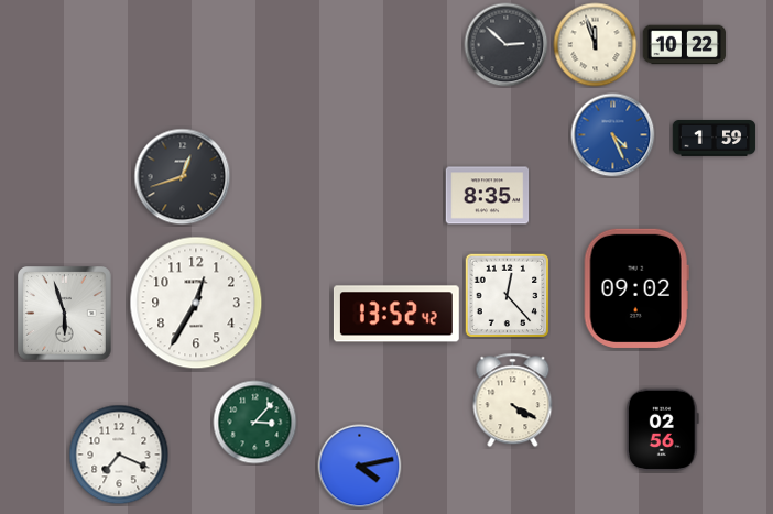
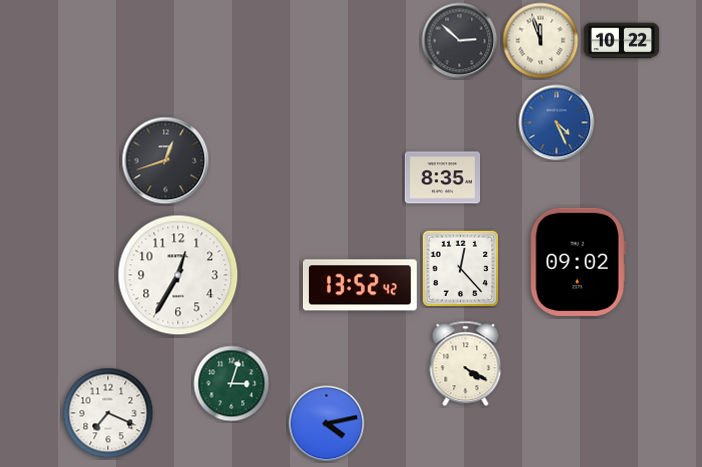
clock at (715, 139): 1:59 -> none
clock at (65, 314): 5:57 -> none
clock at (255, 423): 3:07 -> 3:03
clock at (662, 430): 02:56 -> none
